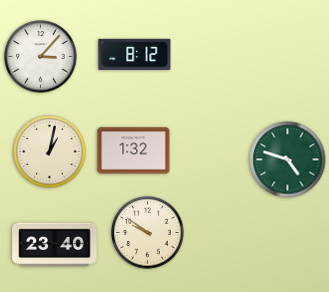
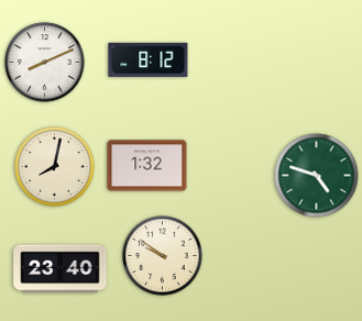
clock at (41, 57): 3:07 -> 8:11
clock at (50, 152): 1:02 -> 8:02
